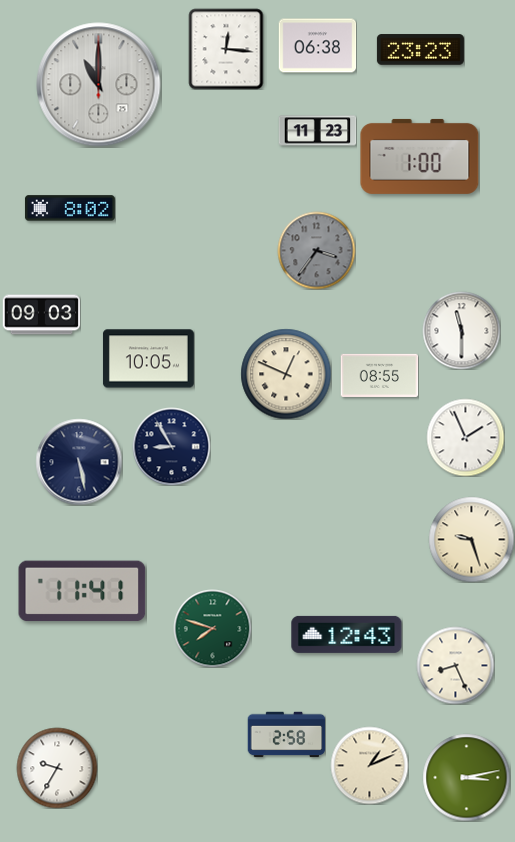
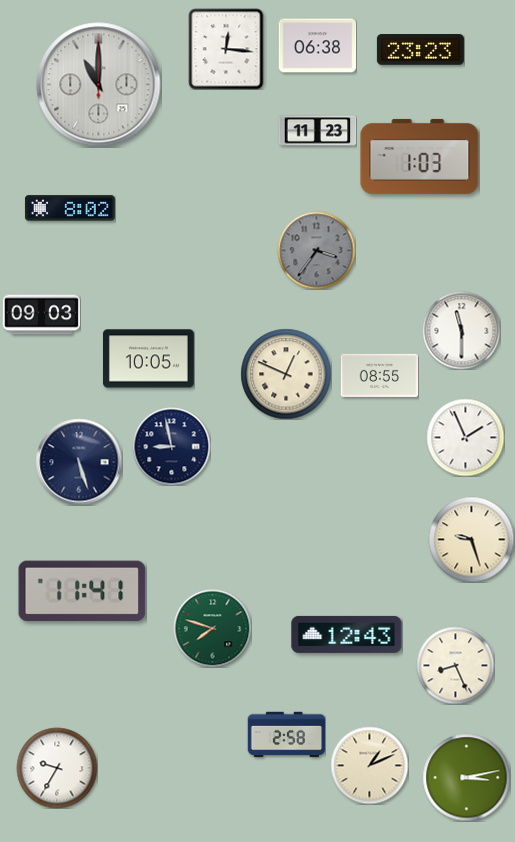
clock at (420, 156): 1:00 -> 1:03
clock at (171, 446): 8:55 -> 8:58
clock at (79, 462): 5:28 -> 5:27
